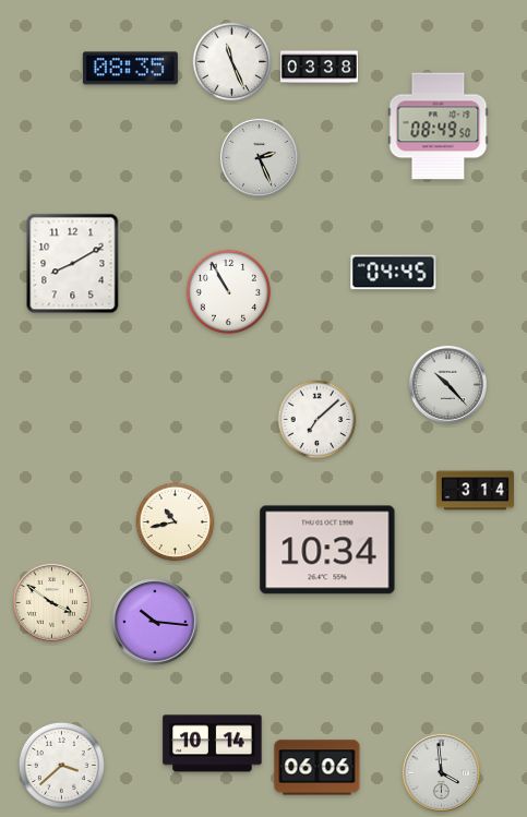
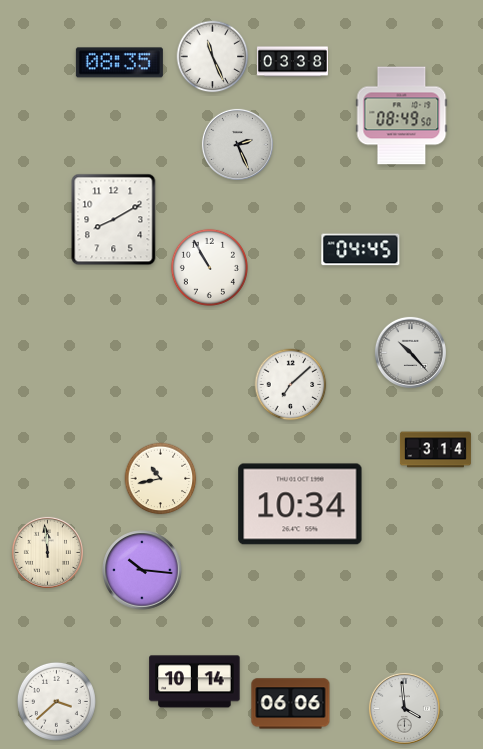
clock at (73, 264) position: (73, 264) -> (114, 220)
clock at (51, 602): 3:51 -> 11:59
